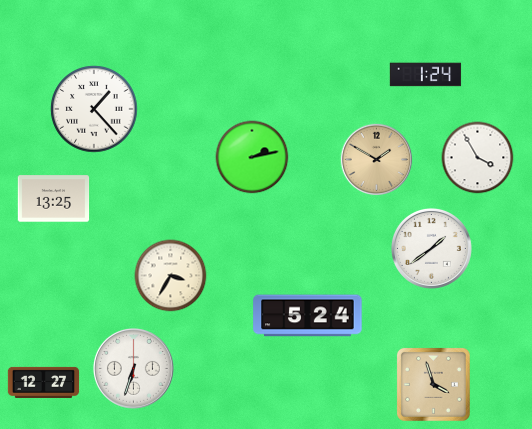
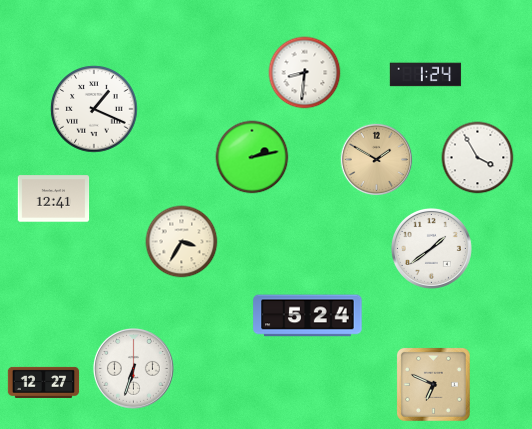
clock at (305, 73): none -> 8:31
clock at (94, 109): 1:23 -> 1:19
clock at (54, 199): 13:25 -> 12:41
clock at (171, 276) position: (171, 276) -> (182, 242)
clock at (433, 384): 3:57 -> 6:49
